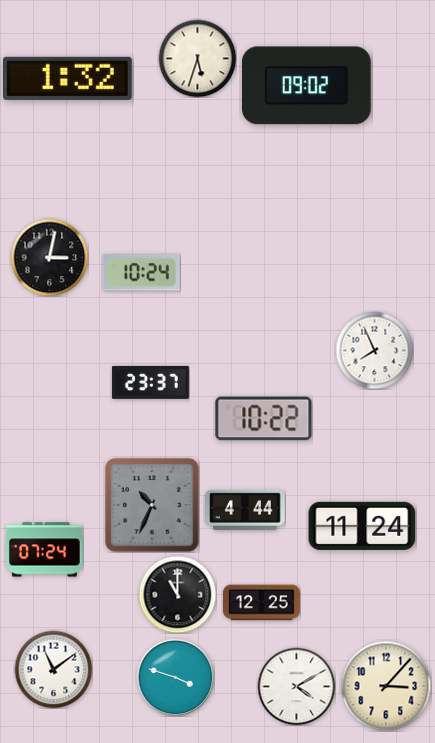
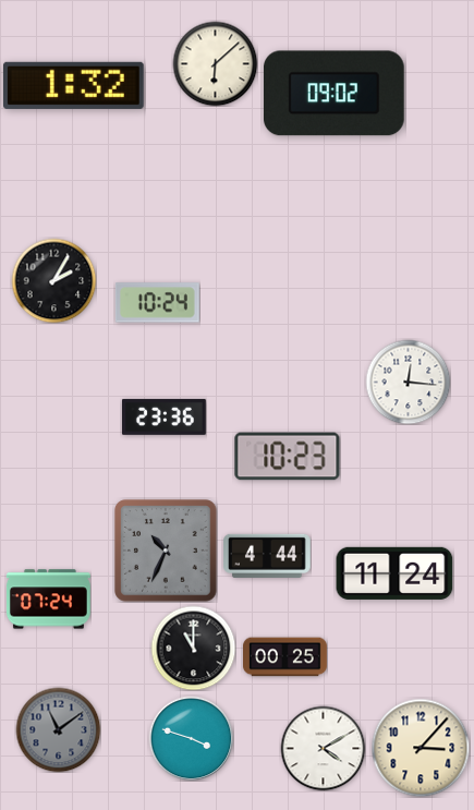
clock at (197, 58): 5:33 -> 6:08
clock at (49, 257): 3:02 -> 2:05
clock at (141, 273) position: (141, 273) -> (157, 303)
clock at (374, 350): 7:56 -> 12:16
clock at (150, 382): 23:37 -> 23:36
clock at (264, 419): 10:22 -> 10:23
clock at (262, 603): 12:25 -> 00:25
clock at (53, 669) dial: white -> grey
